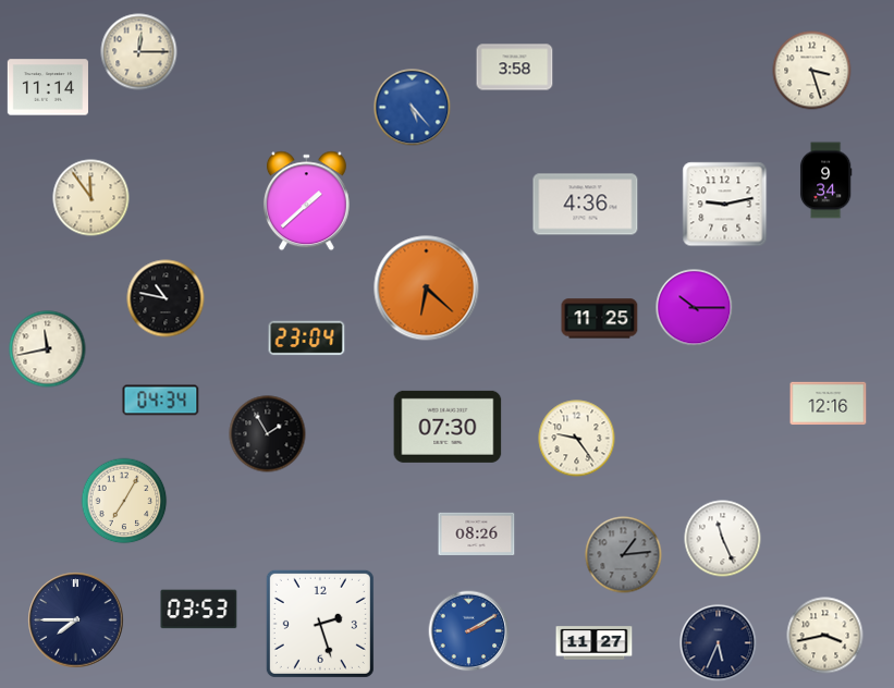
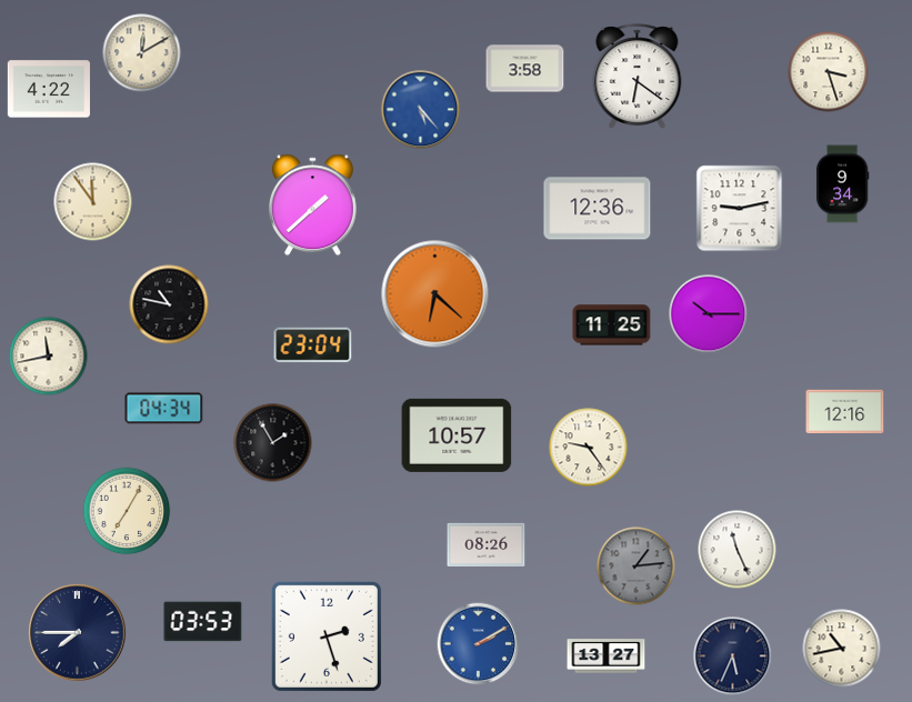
clock at (139, 52): 12:15 -> 12:10
clock at (638, 76): none -> 6:21
clock at (48, 87): 11:14 -> 4:22
clock at (586, 205): 4:36 -> 12:36
clock at (448, 427): 07:30 -> 10:57
clock at (825, 636): 3:43 -> 10:43
clock at (595, 643): 11:27 -> 13:27
